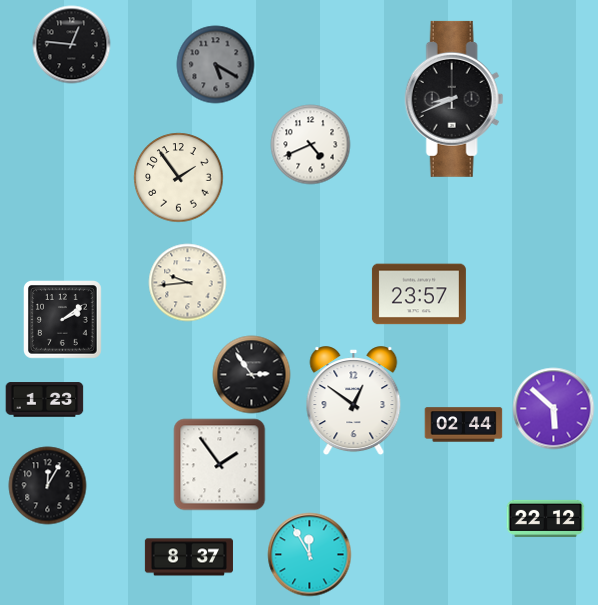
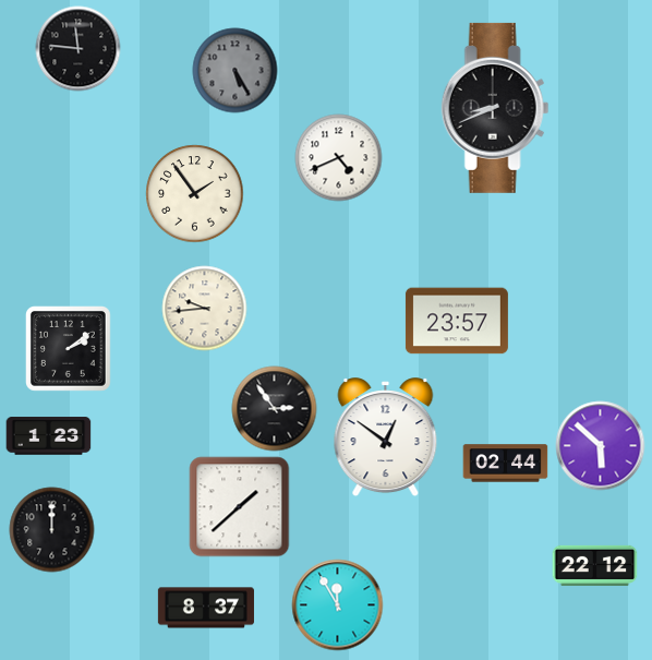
clock at (71, 44): 12:46 -> 11:46
clock at (215, 64): 5:20 -> 5:25
clock at (553, 408) position: (553, 408) -> (600, 445)
clock at (219, 464): 1:54 -> 1:38
clock at (47, 485): 12:05 -> 12:00
